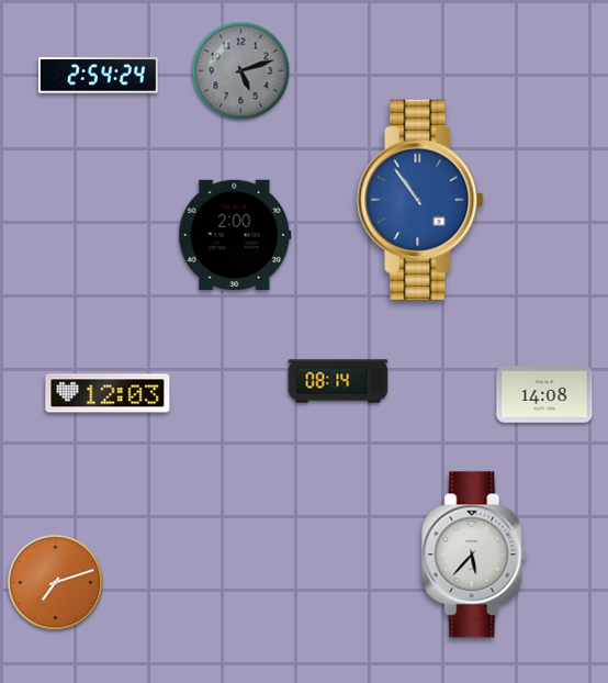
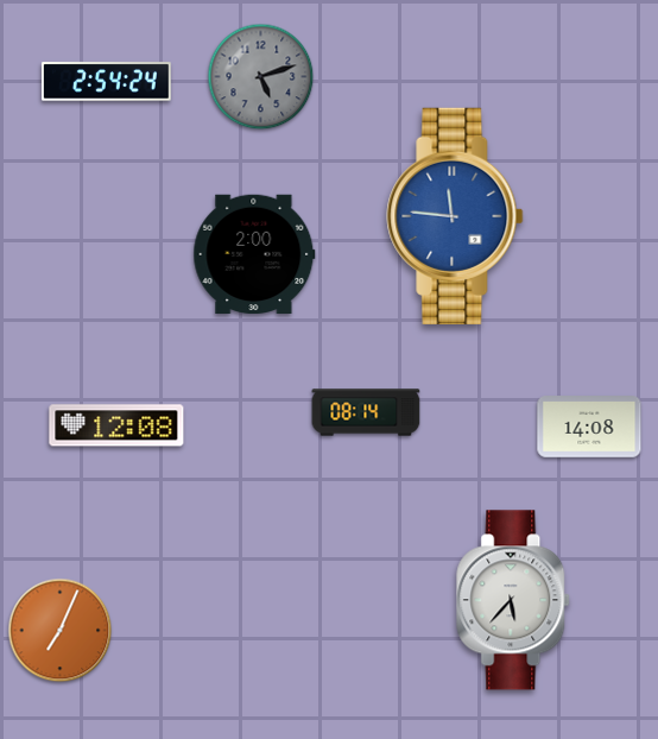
clock at (420, 200): 10:54 -> 11:46
clock at (108, 393): 12:03 -> 12:08
clock at (56, 583): 7:12 -> 7:04
